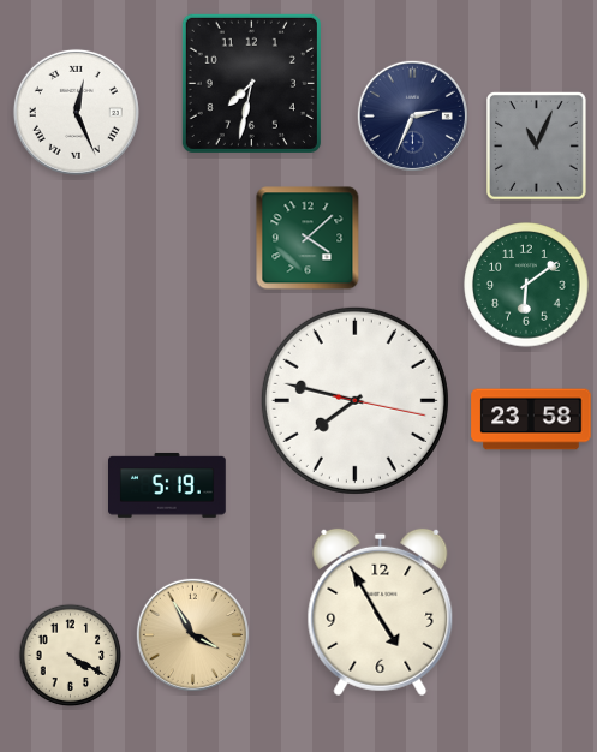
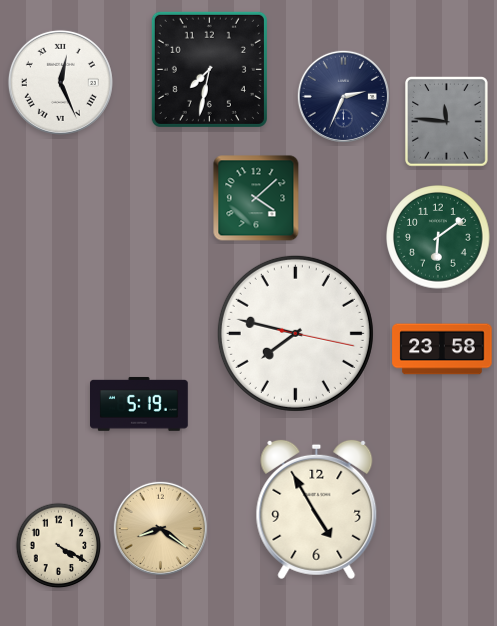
clock at (76, 112) position: (76, 112) -> (60, 82)
clock at (537, 147): 11:04 -> 11:46
clock at (192, 634): 3:55 -> 8:21
